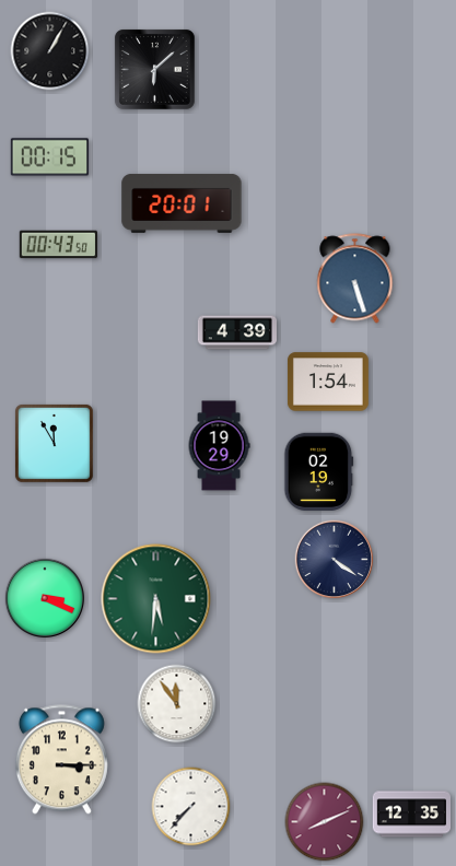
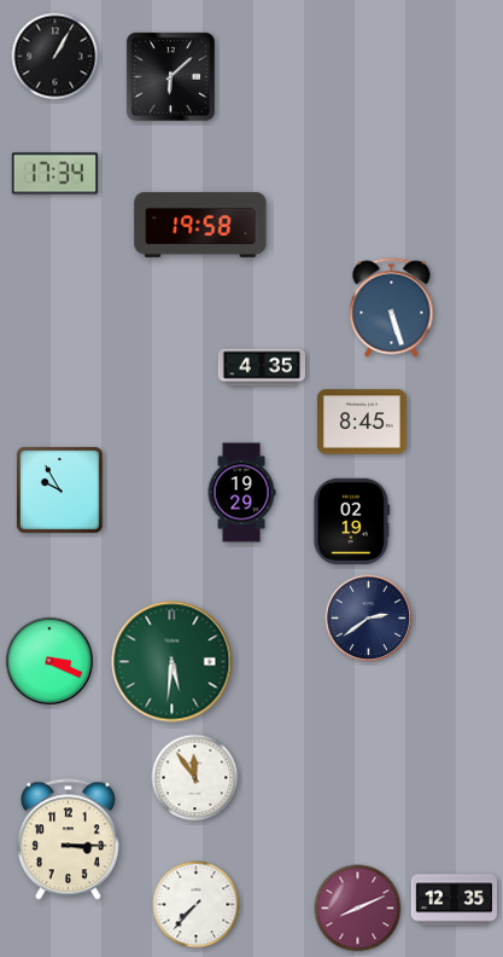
clock at (49, 157): 00:15 -> 17:34
clock at (182, 203): 20:01 -> 19:58
clock at (58, 245): 00:43 -> none
clock at (237, 332): 4:39 -> 4:35
clock at (328, 382): 1:54 -> 8:45
clock at (54, 443): 11:55 -> 9:55
clock at (335, 560): 4:21 -> 2:39
clock at (191, 807) position: (191, 807) -> (197, 905)
